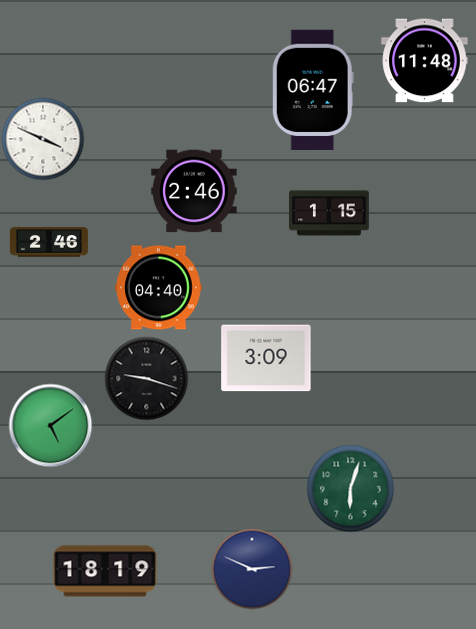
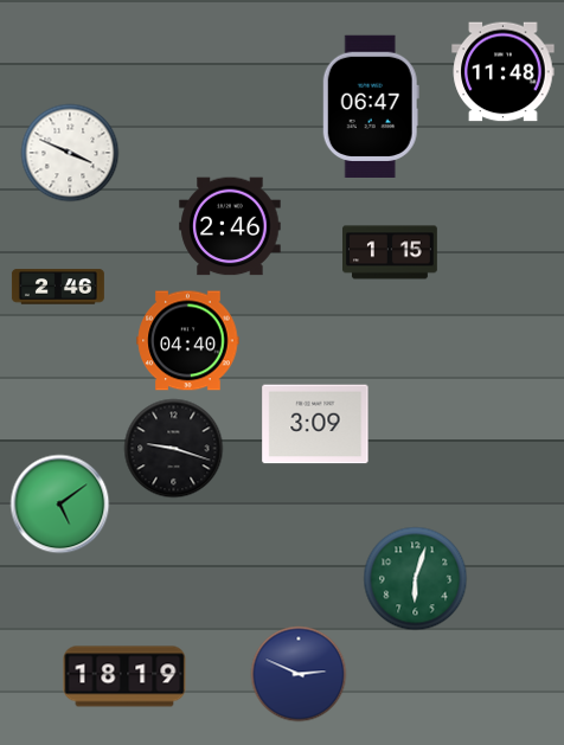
clock at (43, 139) position: (43, 139) -> (70, 153)
